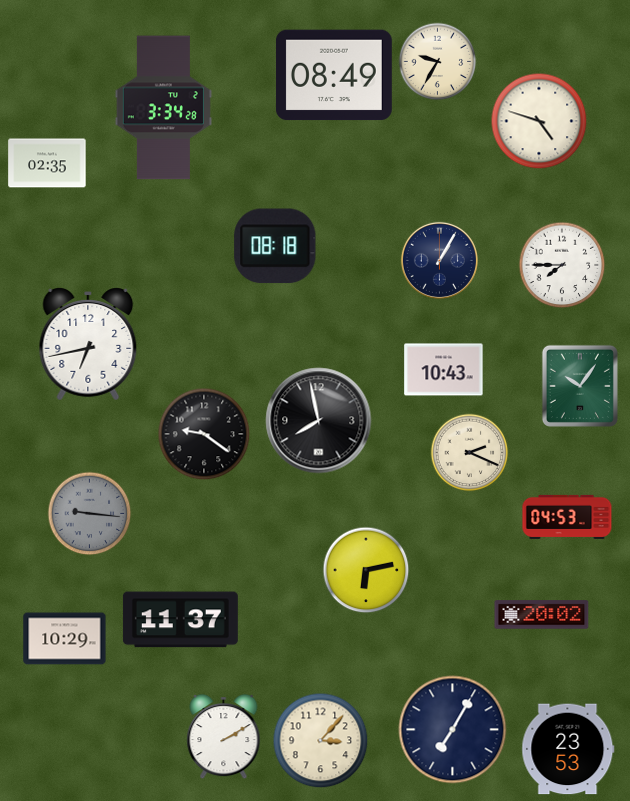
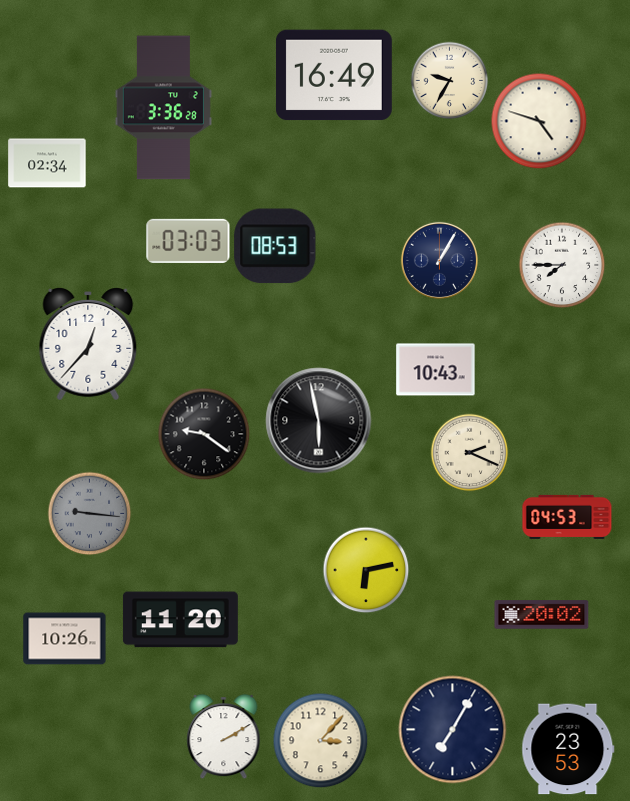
clock at (437, 61) position: (437, 61) -> (449, 80)
clock at (334, 75): 08:49 -> 16:49
clock at (163, 108): 3:34 -> 3:36
clock at (47, 163): 02:35 -> 02:34
clock at (188, 241): none -> 03:03
clock at (275, 246): 08:18 -> 08:53
clock at (88, 344): 6:43 -> 12:37
clock at (444, 370) position: (444, 370) -> (436, 370)
clock at (580, 386): 10:06 -> none
clock at (319, 421): 7:58 -> 5:58
clock at (180, 620): 11:37 -> 11:20
clock at (65, 639): 10:29 -> 10:26
